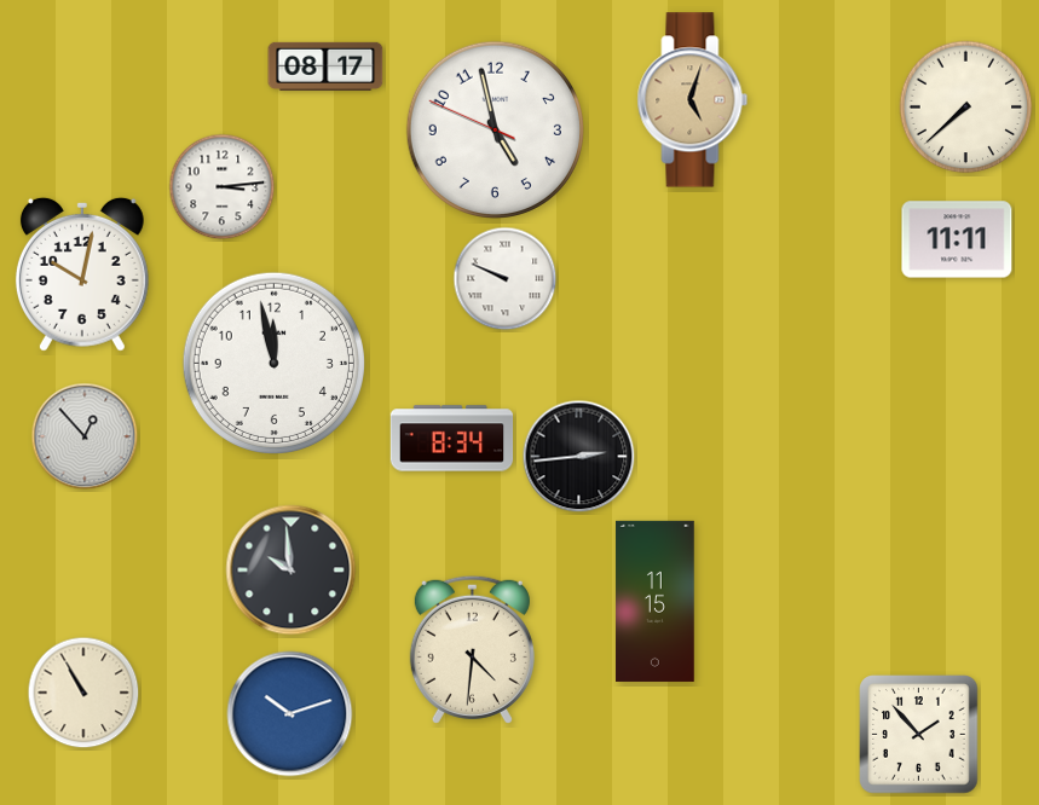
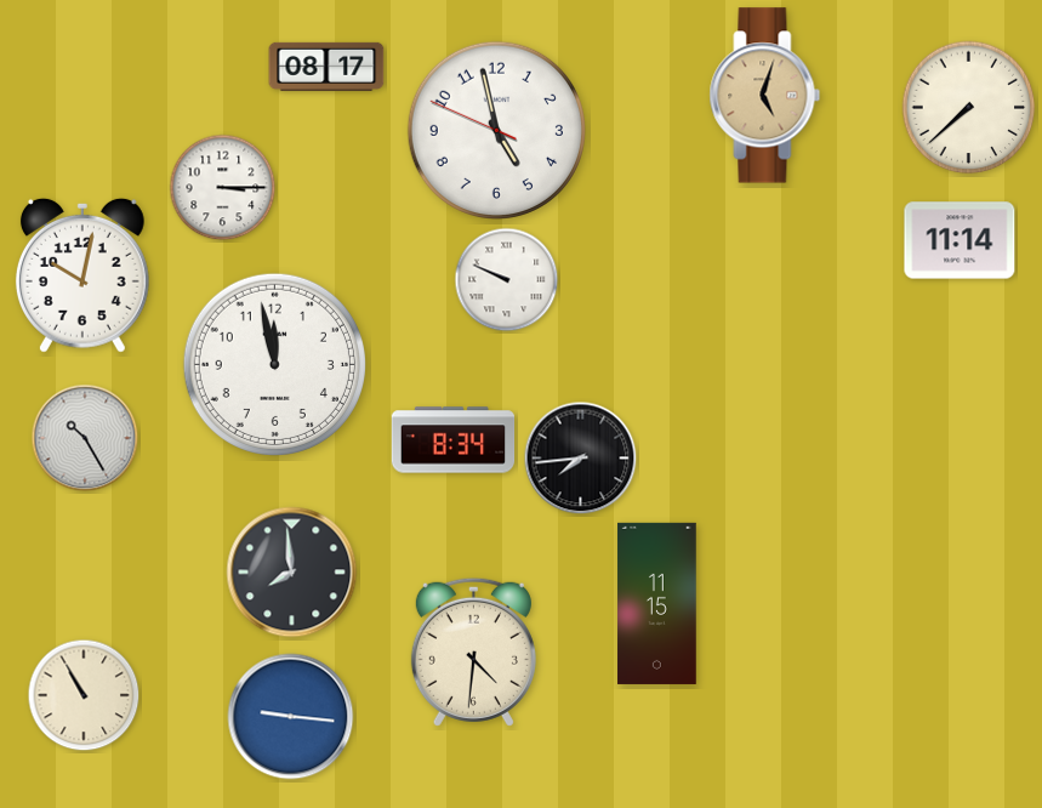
clock at (693, 100) position: (693, 100) -> (765, 96)
clock at (223, 187): 3:14 -> 3:15
clock at (957, 239): 11:11 -> 11:14
clock at (85, 436): 12:53 -> 10:25
clock at (579, 457): 2:44 -> 7:44
clock at (292, 571): 9:59 -> 7:59
clock at (290, 714): 10:12 -> 9:16
clock at (919, 735): 1:53 -> none
